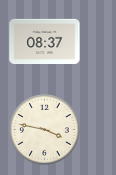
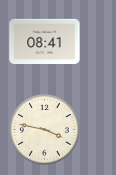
clock at (45, 41): 08:37 -> 08:41
